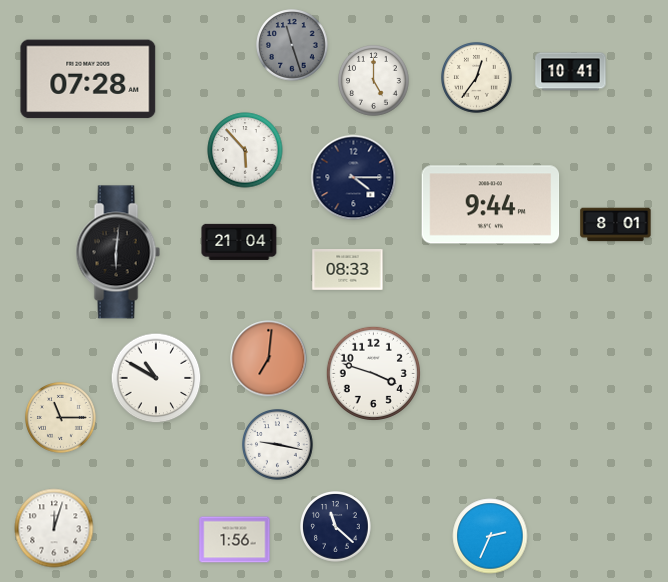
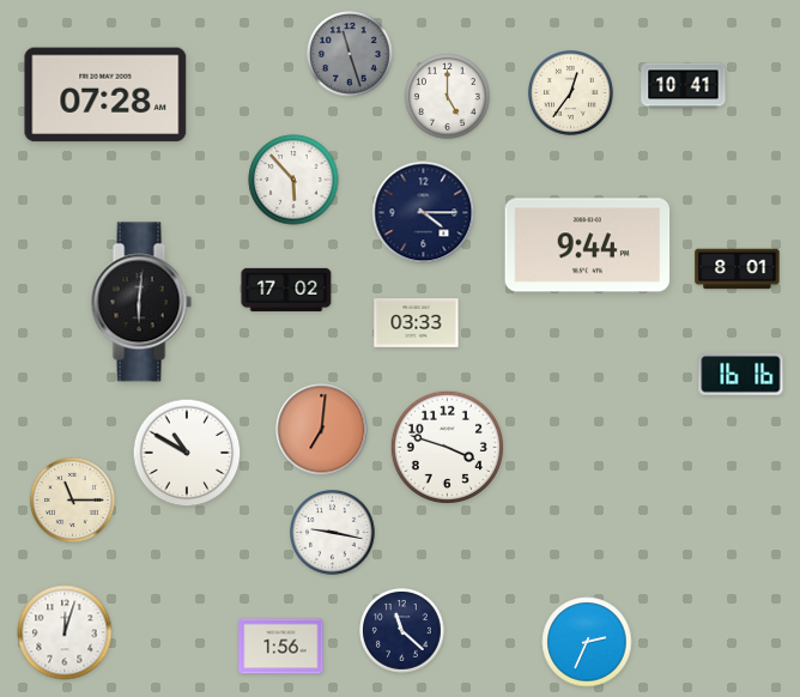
clock at (239, 242): 21:04 -> 17:02
clock at (348, 270): 08:33 -> 03:33
clock at (741, 375): none -> 16:16
